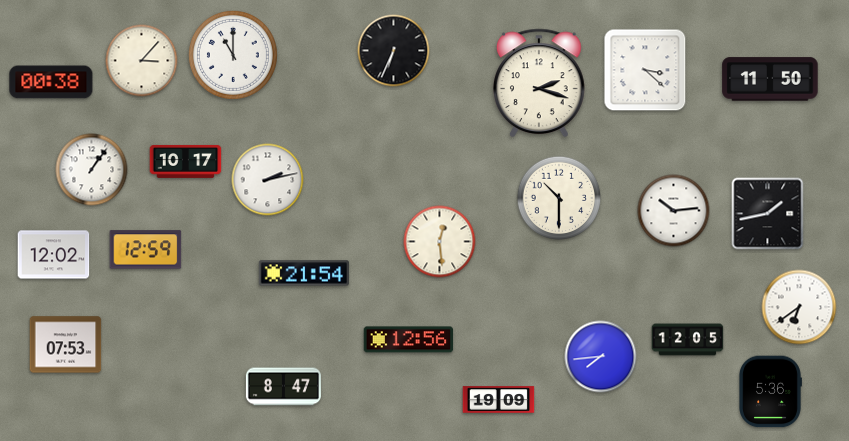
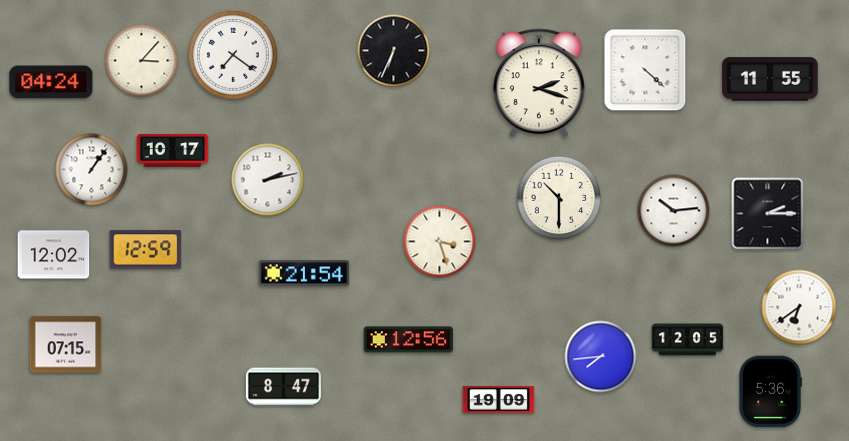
clock at (233, 55): 11:00 -> 7:21
clock at (645, 70): 3:22 -> 4:22
clock at (770, 79): 11:50 -> 11:55
clock at (51, 82): 00:38 -> 04:24
clock at (186, 161) position: (186, 161) -> (173, 150)
clock at (768, 214): 1:43 -> 2:15
clock at (440, 242): 12:29 -> 3:27
clock at (66, 345): 07:53 -> 07:15
